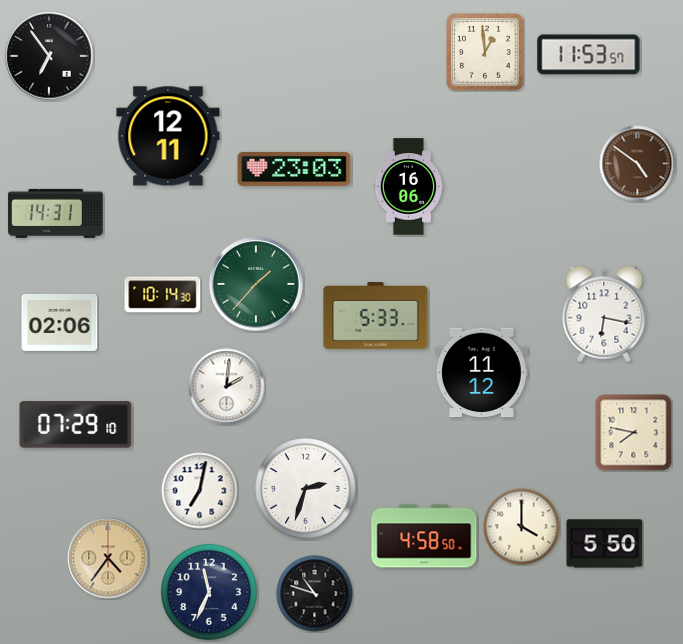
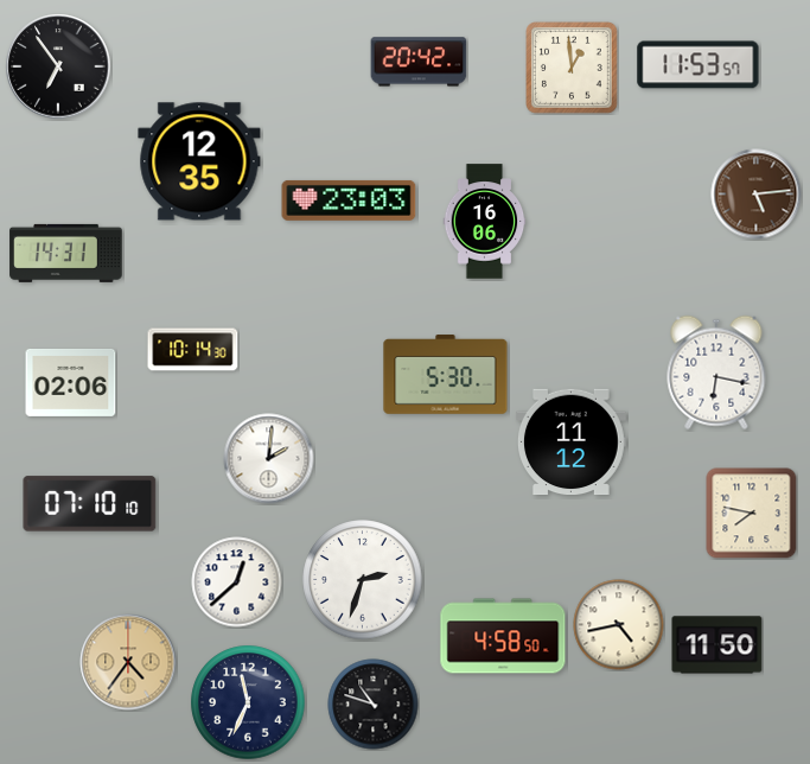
clock at (419, 62): none -> 20:42
clock at (486, 53) position: (486, 53) -> (573, 69)
clock at (168, 136): 12:11 -> 12:35
clock at (638, 164): 4:51 -> 5:14
clock at (256, 284): 1:37 -> none
clock at (376, 316): 5:33 -> 5:30
clock at (76, 425): 07:29 -> 07:10
clock at (200, 491): 7:02 -> 12:38
clock at (522, 527): 4:00 -> 4:43
clock at (605, 544): 5:50 -> 11:50
